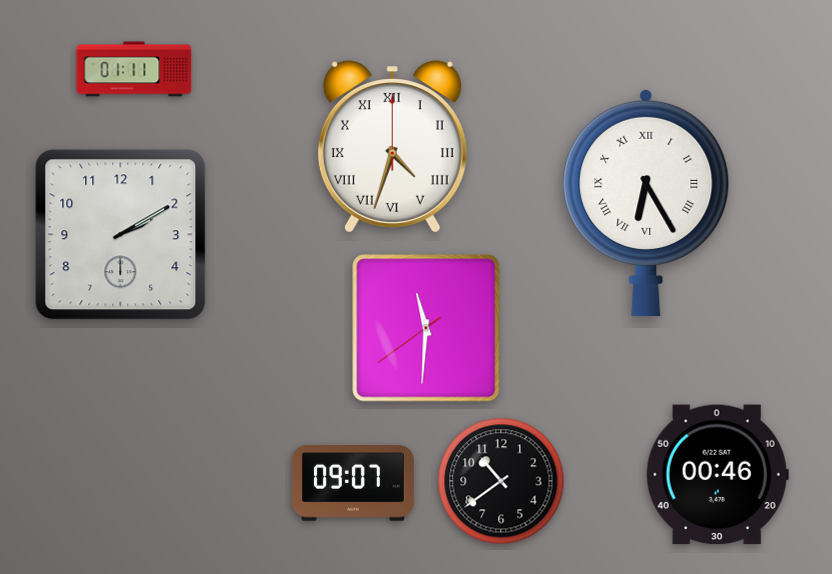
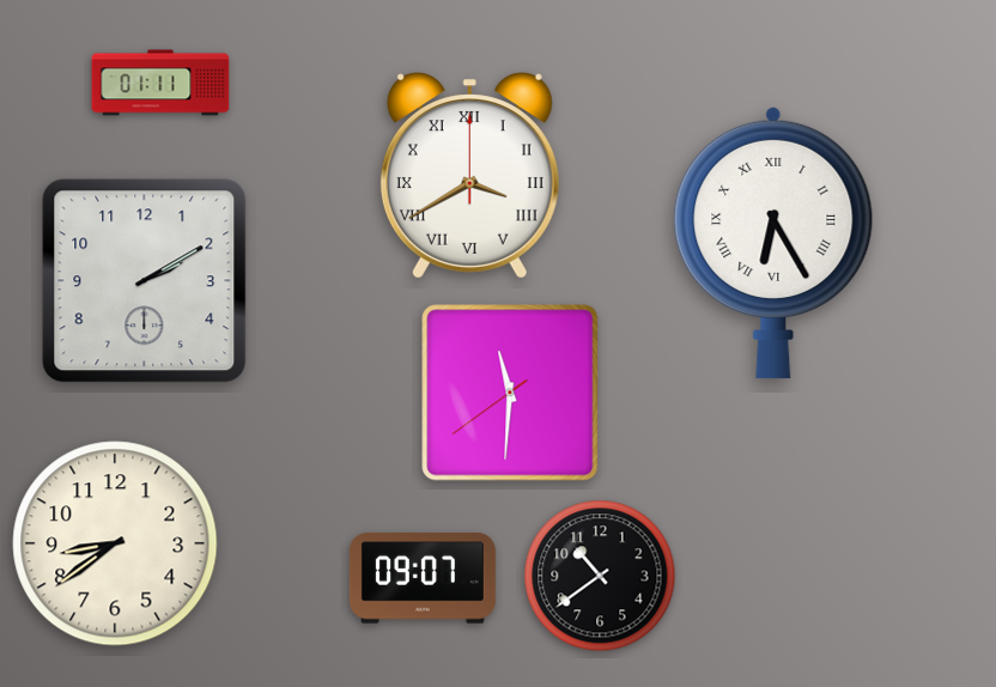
clock at (392, 147): 4:33 -> 3:40
clock at (115, 543): none -> 8:39
clock at (717, 475): 00:46 -> none
